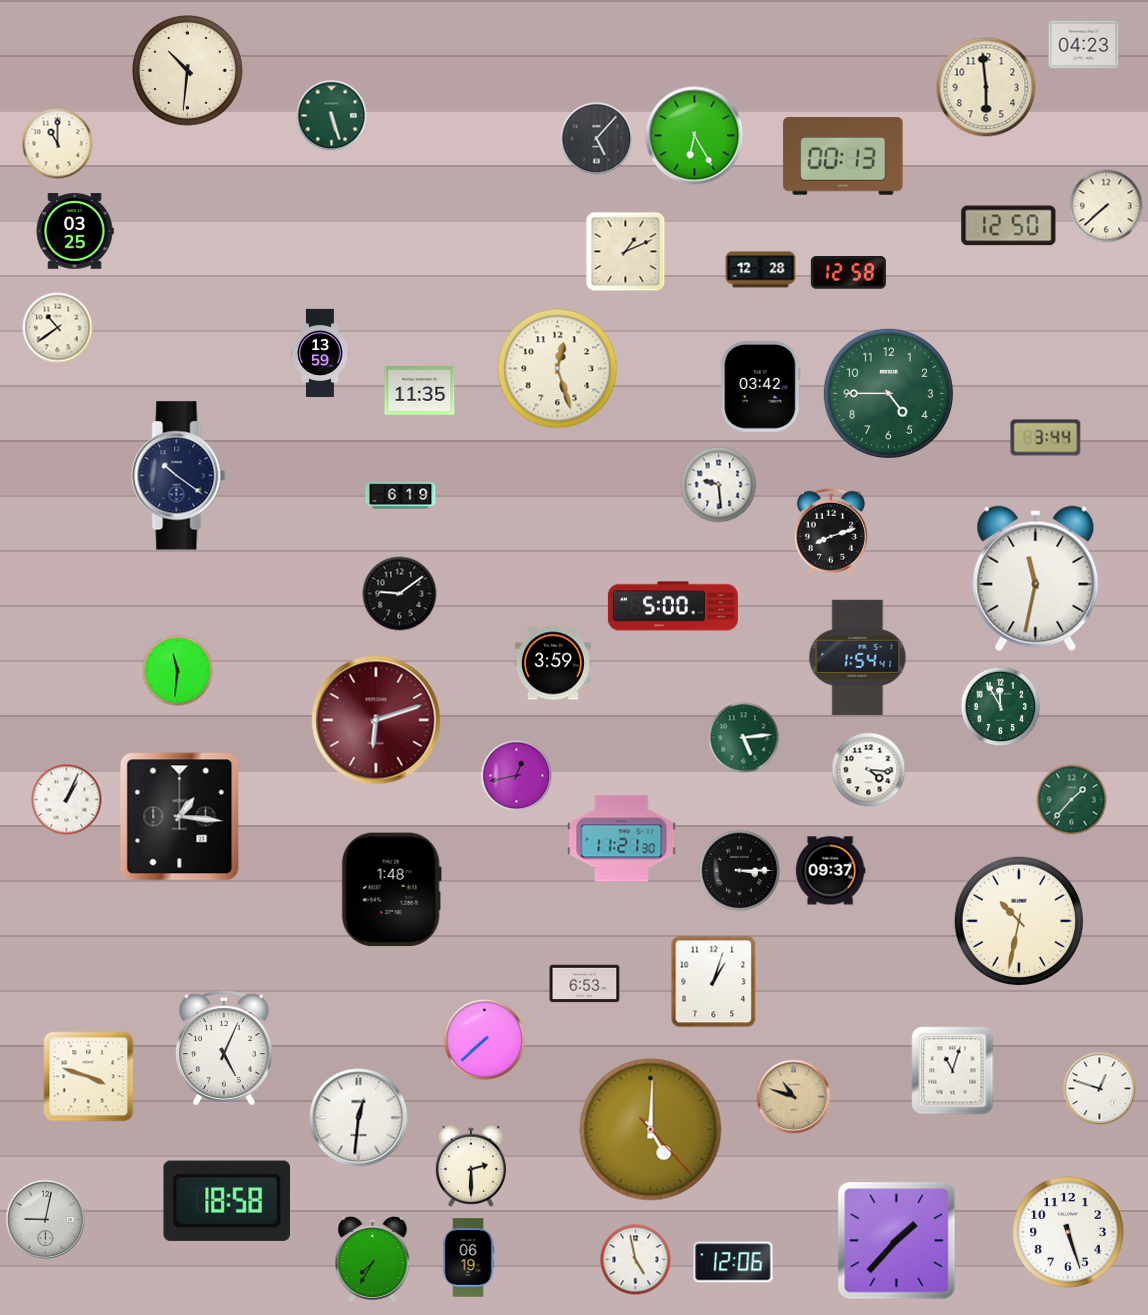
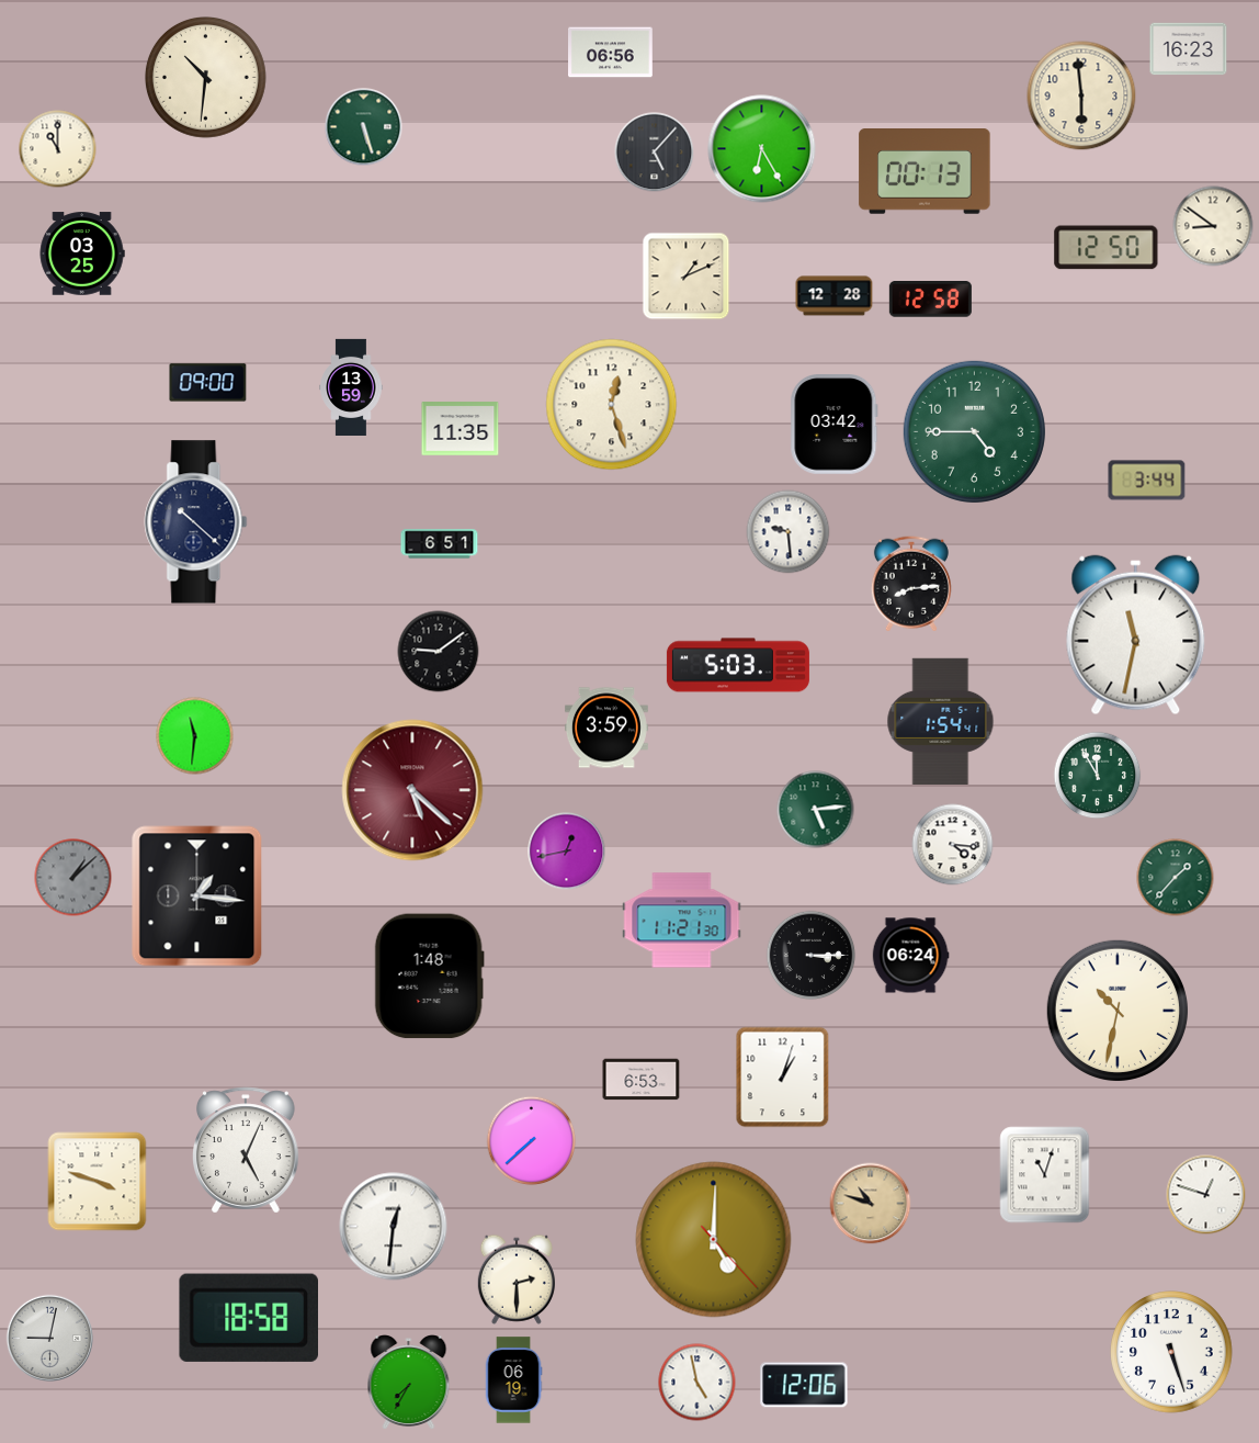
clock at (1084, 45): 04:23 -> 16:23
clock at (611, 53): none -> 06:56
clock at (58, 144) position: (58, 144) -> (58, 149)
clock at (1106, 206): 7:38 -> 8:51
clock at (58, 328): 10:39 -> none
clock at (208, 383): none -> 09:00
clock at (179, 476): 10:21 -> 10:22
clock at (401, 496): 6:19 -> 6:51
clock at (831, 532): 8:12 -> 8:14
clock at (673, 606): 5:00 -> 5:03
clock at (376, 720): 6:12 -> 5:22
clock at (67, 800): 1:04 -> 1:08
clock at (67, 800) dial: white -> grey
clock at (830, 871): 09:37 -> 06:24
clock at (897, 1241): 1:37 -> none
